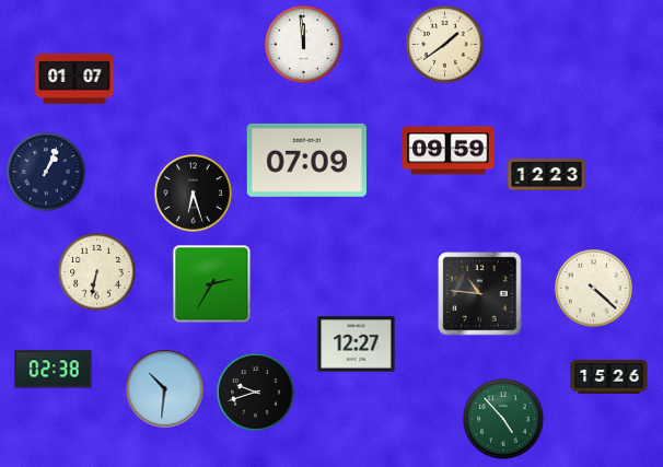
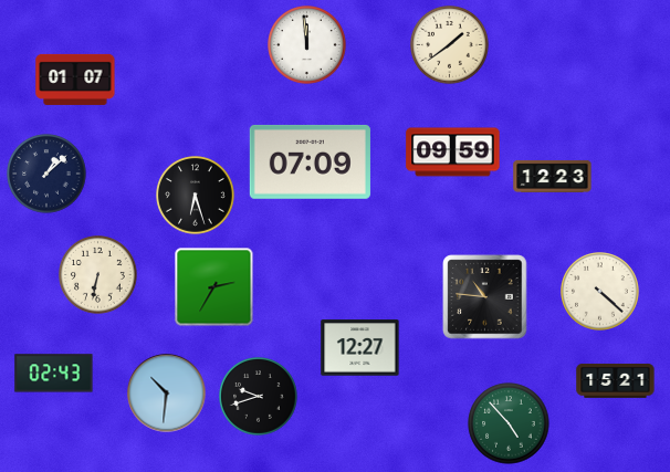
clock at (46, 172): 1:04 -> 1:08
clock at (54, 370): 02:38 -> 02:43
clock at (609, 377): 15:26 -> 15:21
